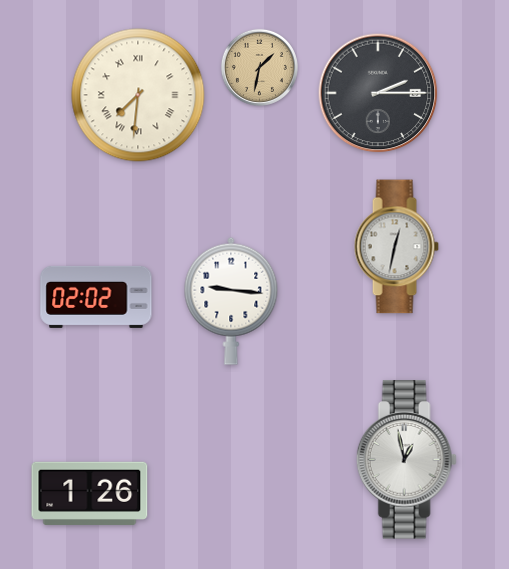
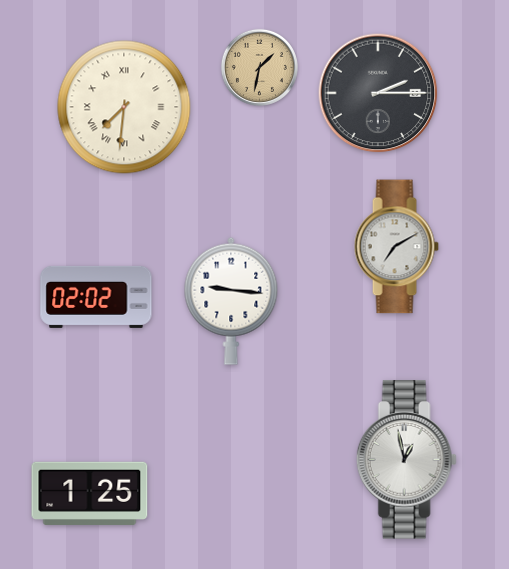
clock at (138, 95) position: (138, 95) -> (124, 107)
clock at (396, 247): 12:32 -> 7:10
clock at (90, 493): 1:26 -> 1:25
